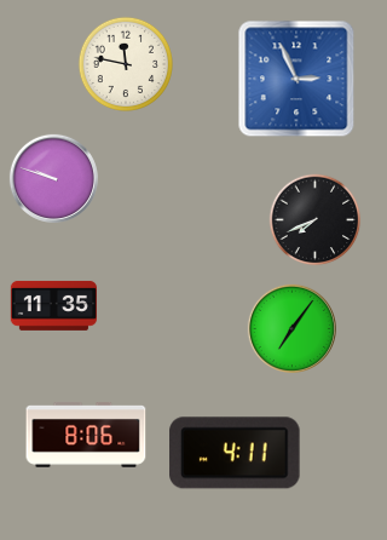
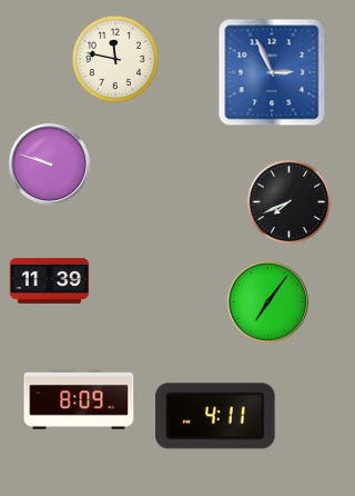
clock at (53, 305): 11:35 -> 11:39
clock at (86, 436): 8:06 -> 8:09
